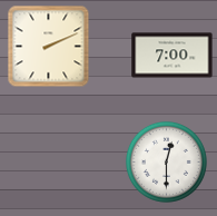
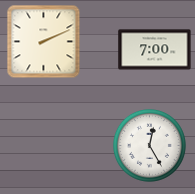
clock at (166, 161): 12:30 -> 12:25
